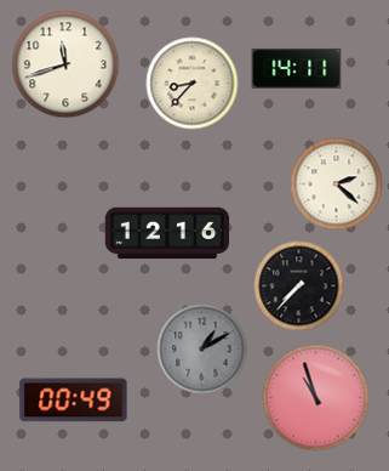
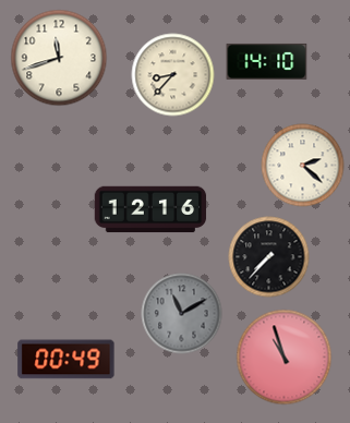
clock at (297, 68): 14:11 -> 14:10
clock at (202, 350): 1:10 -> 11:10
